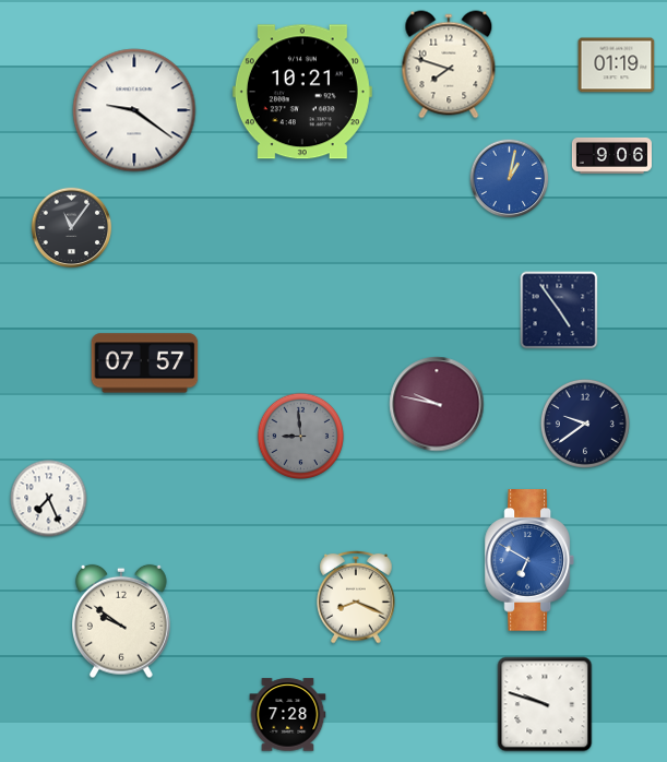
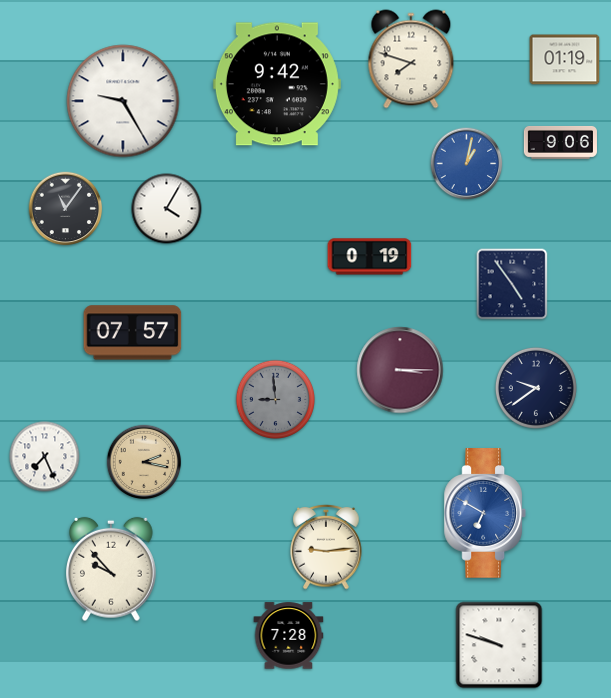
clock at (302, 92): 10:21 -> 9:42
clock at (134, 110): 9:21 -> 9:25
clock at (167, 209): none -> 4:05
clock at (370, 257): none -> 0:19
clock at (437, 404): 9:47 -> 3:15
clock at (144, 462): none -> 2:17
clock at (356, 597): 8:19 -> 9:14
clock at (122, 621): 9:51 -> 9:53
clock at (288, 715) position: (288, 715) -> (289, 636)
